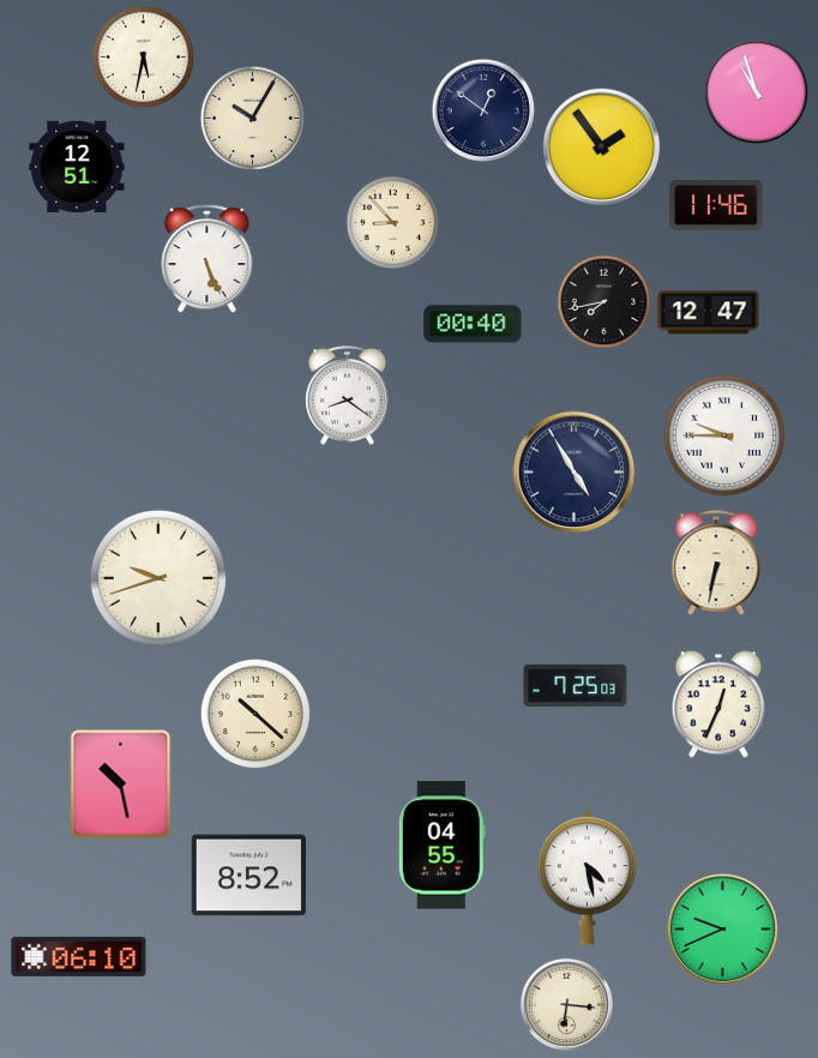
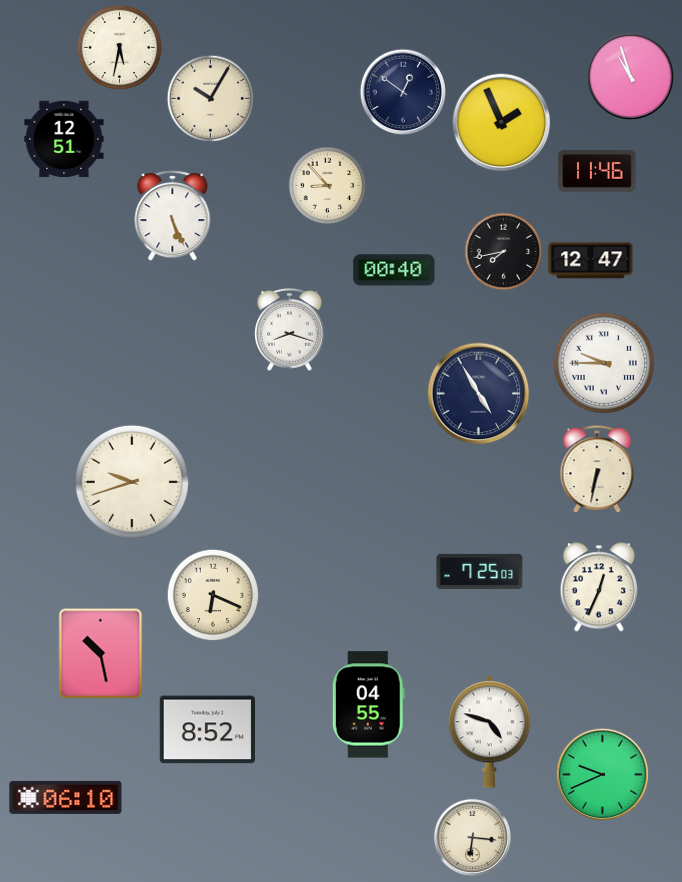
clock at (602, 148): 1:54 -> 1:56
clock at (348, 395): 8:21 -> 8:18
clock at (255, 714): 10:22 -> 6:19
clock at (588, 878): 4:28 -> 4:48
